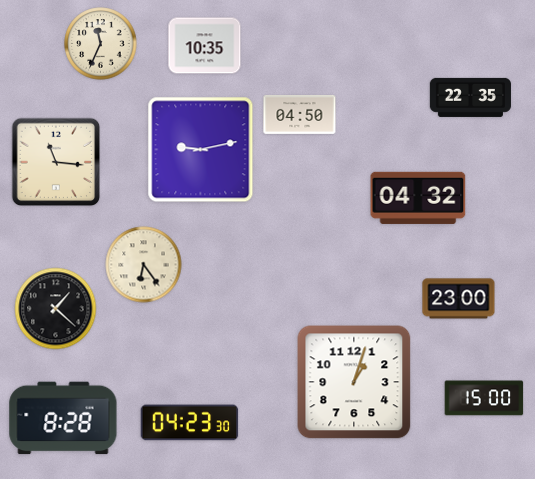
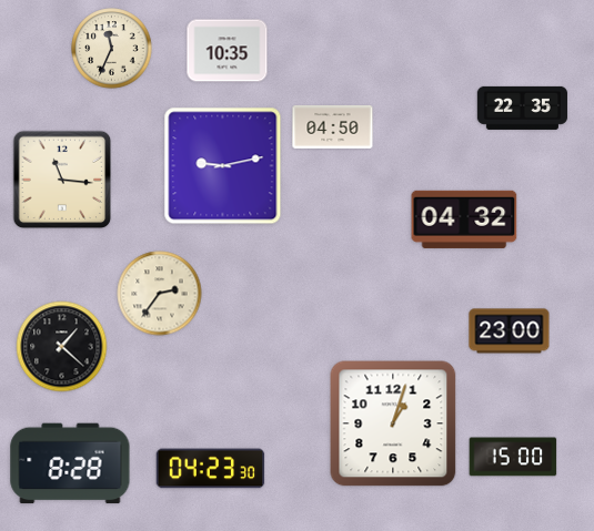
clock at (144, 265): 6:24 -> 2:36
clock at (56, 309) position: (56, 309) -> (62, 347)
clock at (484, 398) position: (484, 398) -> (513, 457)
